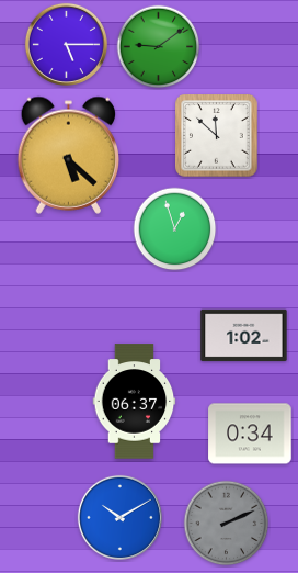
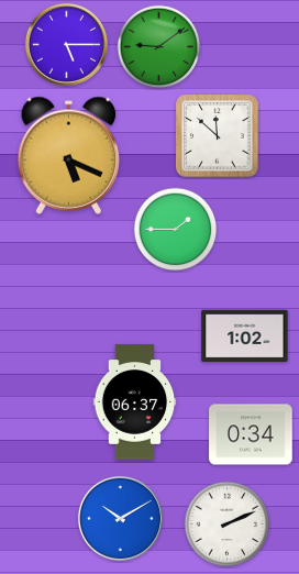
clock at (69, 155): 5:22 -> 5:19
clock at (175, 229): 12:57 -> 1:45
clock at (227, 524) dial: grey -> white
